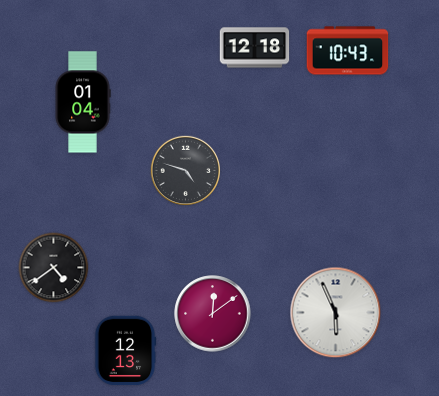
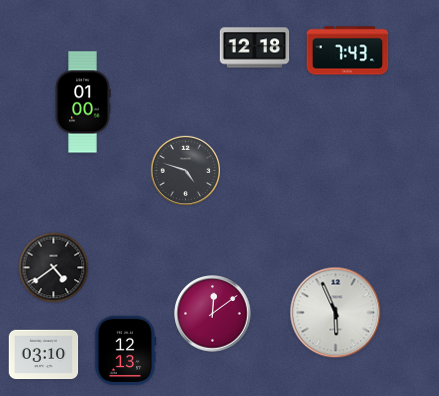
clock at (348, 51): 10:43 -> 7:43
clock at (83, 102): 01:04 -> 01:00
clock at (44, 355): none -> 03:10
